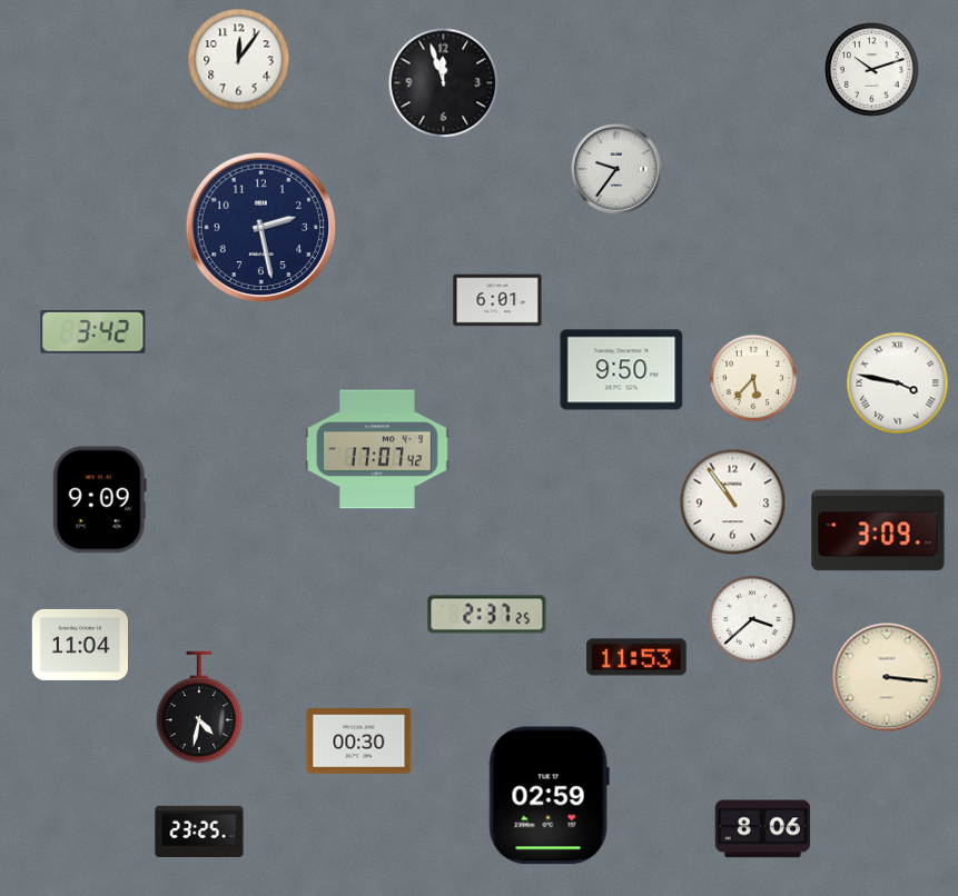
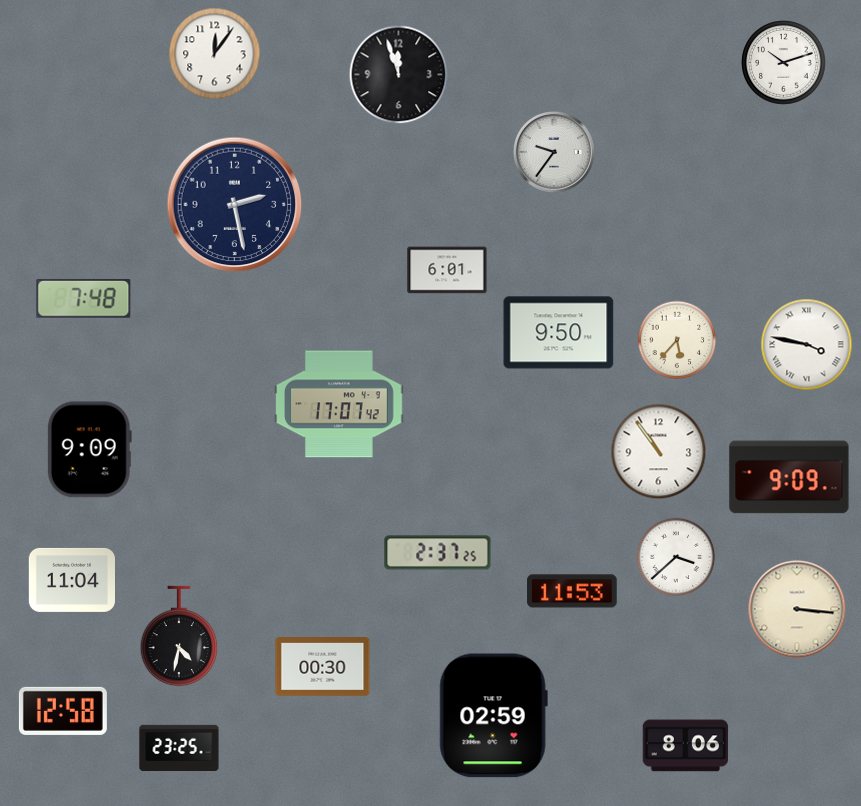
clock at (93, 331): 3:42 -> 7:48
clock at (878, 530): 3:09 -> 9:09
clock at (63, 711): none -> 12:58
